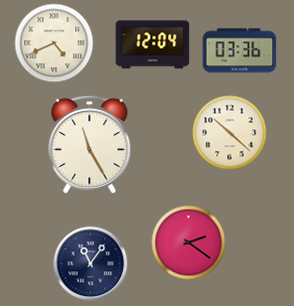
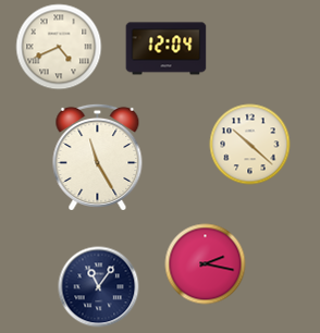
clock at (240, 51): 03:36 -> none
clock at (189, 243): 2:21 -> 2:17
